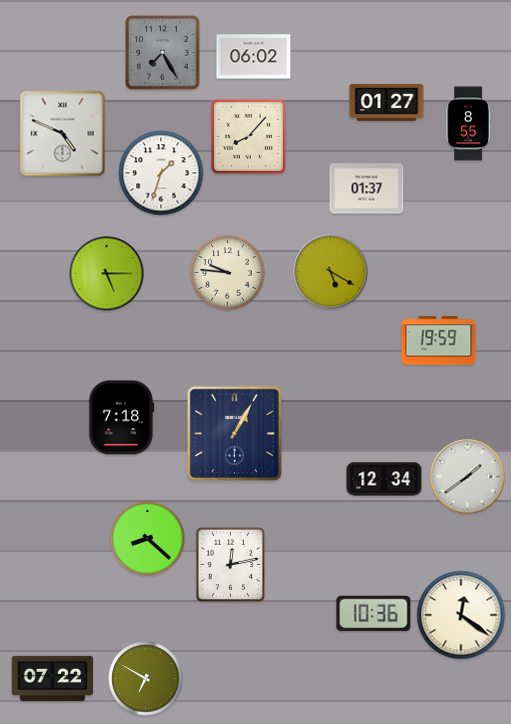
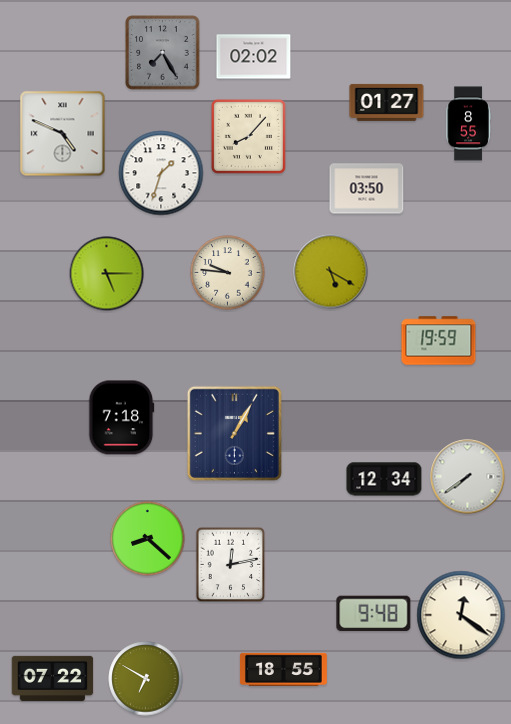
clock at (254, 57): 06:02 -> 02:02
clock at (367, 189): 01:37 -> 03:50
clock at (468, 477): 1:39 -> 7:39
clock at (374, 614): 10:36 -> 9:48
clock at (283, 669): none -> 18:55
